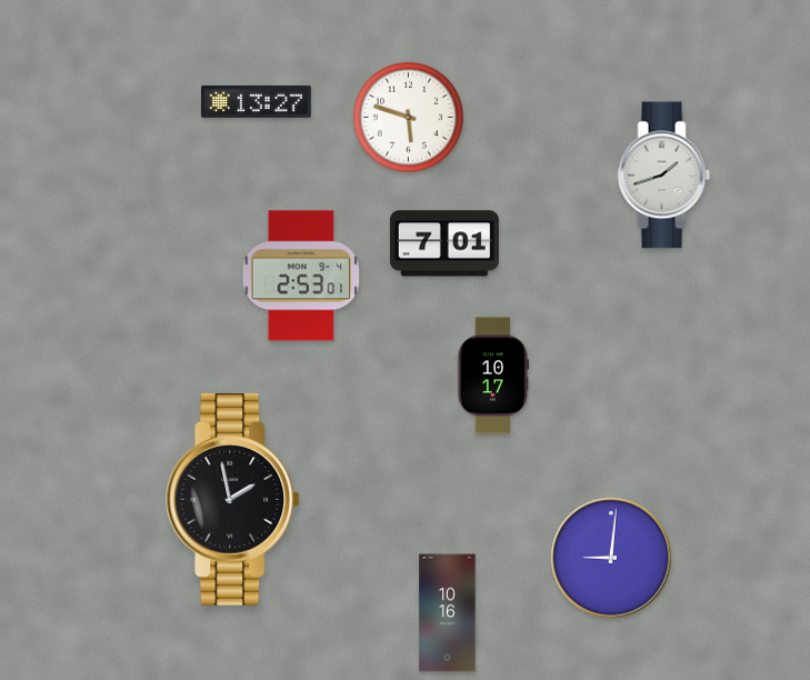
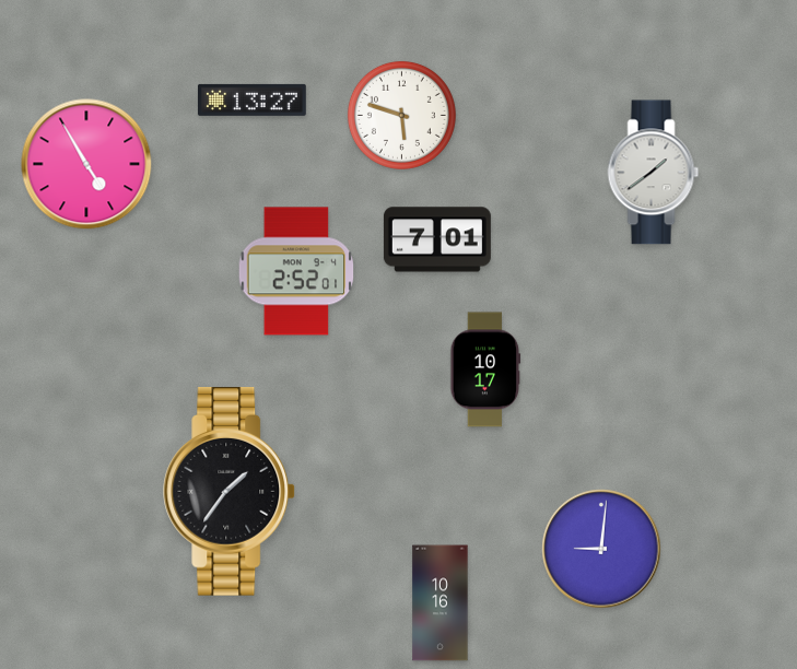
clock at (86, 164): none -> 4:55
clock at (664, 176): 1:42 -> 1:39
clock at (301, 276): 2:53 -> 2:52
clock at (233, 500): 1:58 -> 1:36
